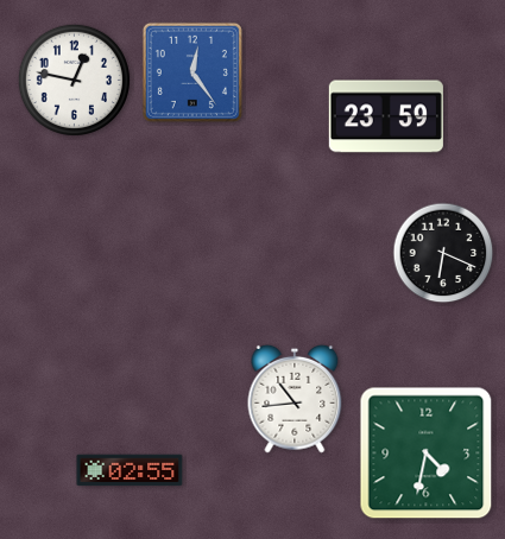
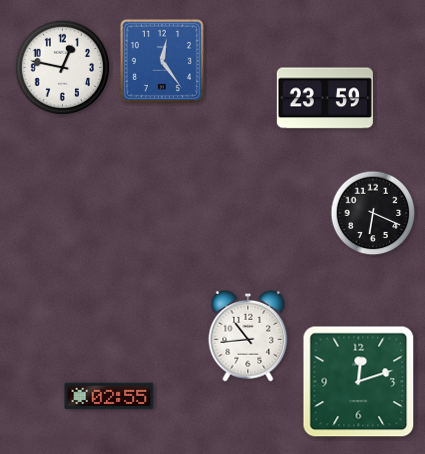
clock at (427, 454): 4:32 -> 12:12
